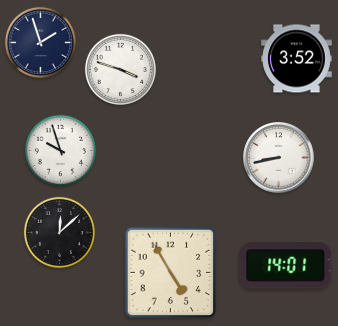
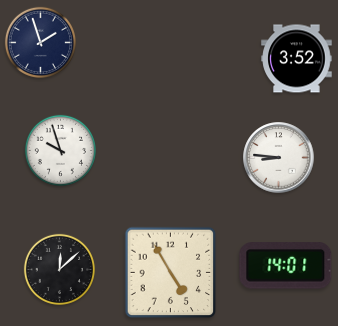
clock at (120, 69): 3:48 -> none
clock at (279, 158): 8:43 -> 8:46
clock at (59, 232) position: (59, 232) -> (59, 269)
